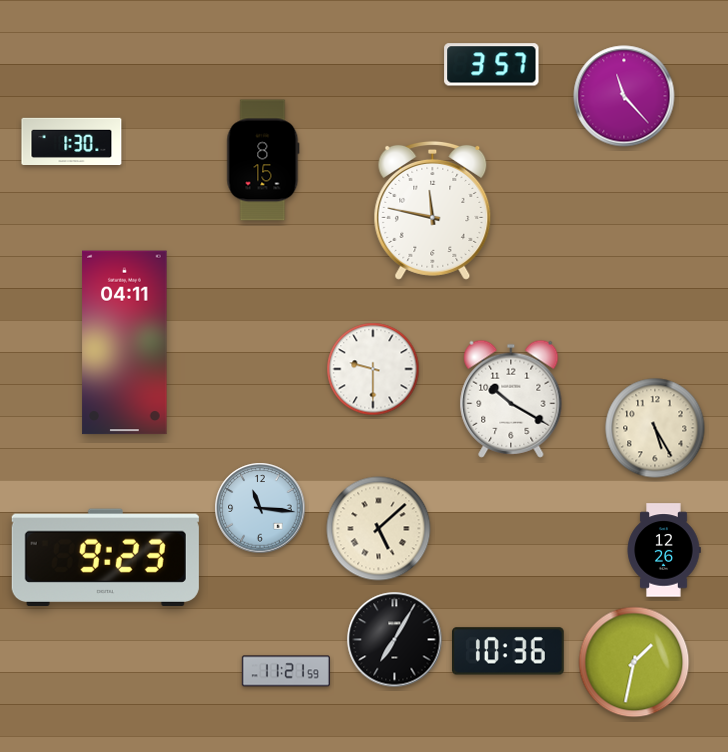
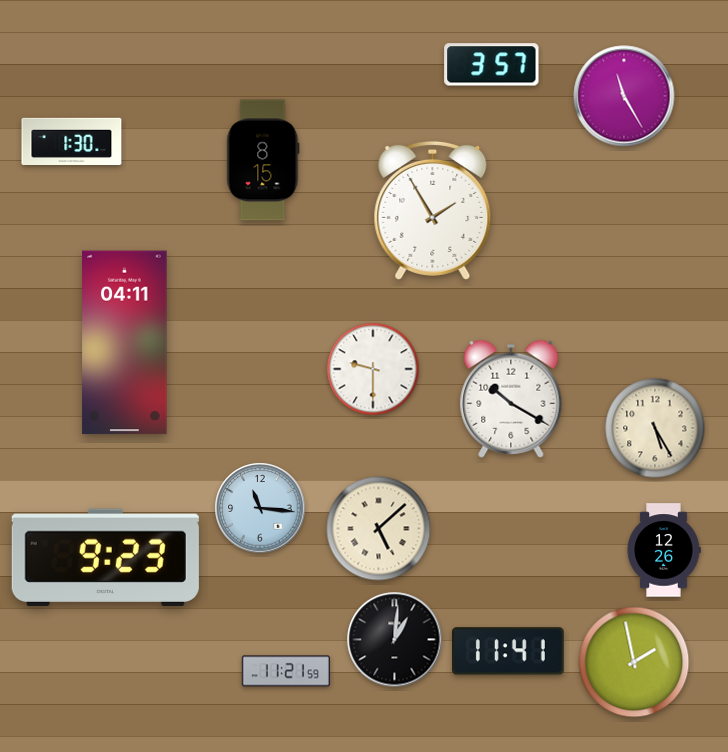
clock at (624, 96): 11:23 -> 11:25
clock at (433, 210): 11:47 -> 1:55
clock at (395, 640): 7:05 -> 1:01
clock at (509, 651): 10:36 -> 11:41
clock at (634, 662): 1:32 -> 1:58
